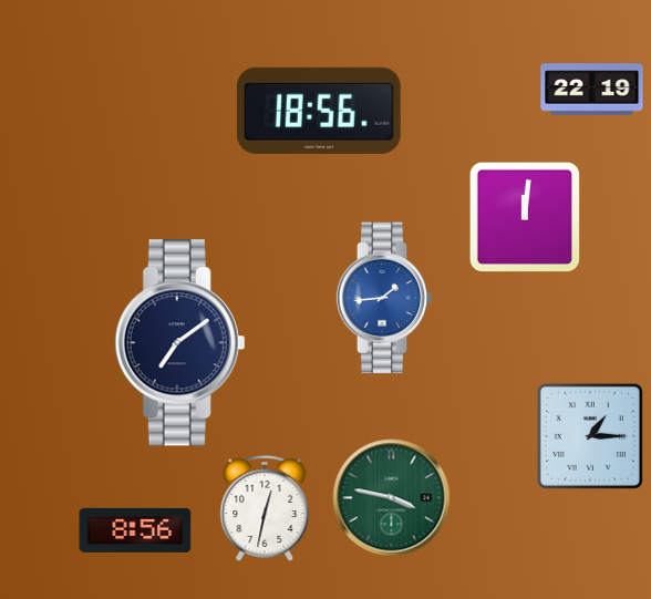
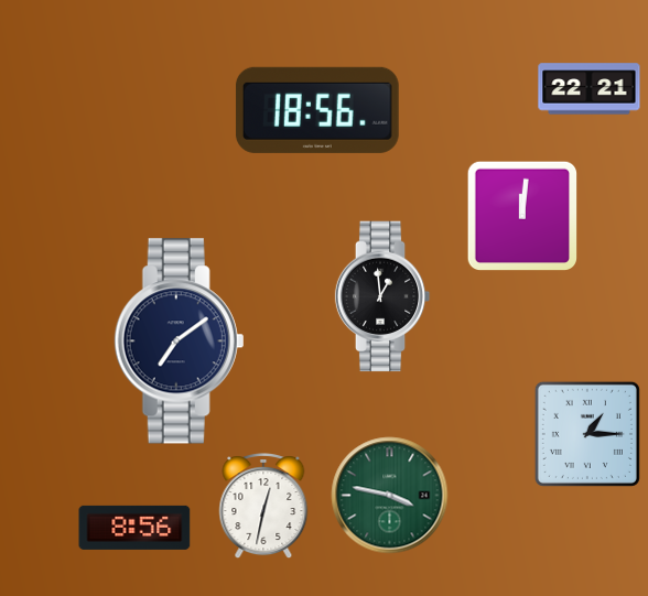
clock at (592, 90): 22:19 -> 22:21
clock at (384, 298): 1:44 -> 12:59
clock at (384, 298) dial: blue -> black
